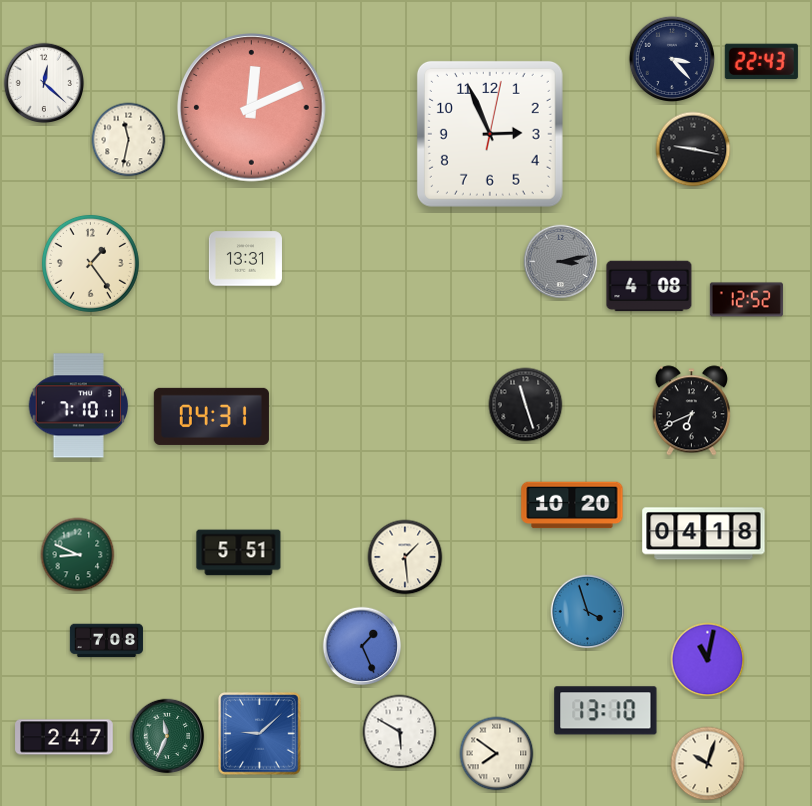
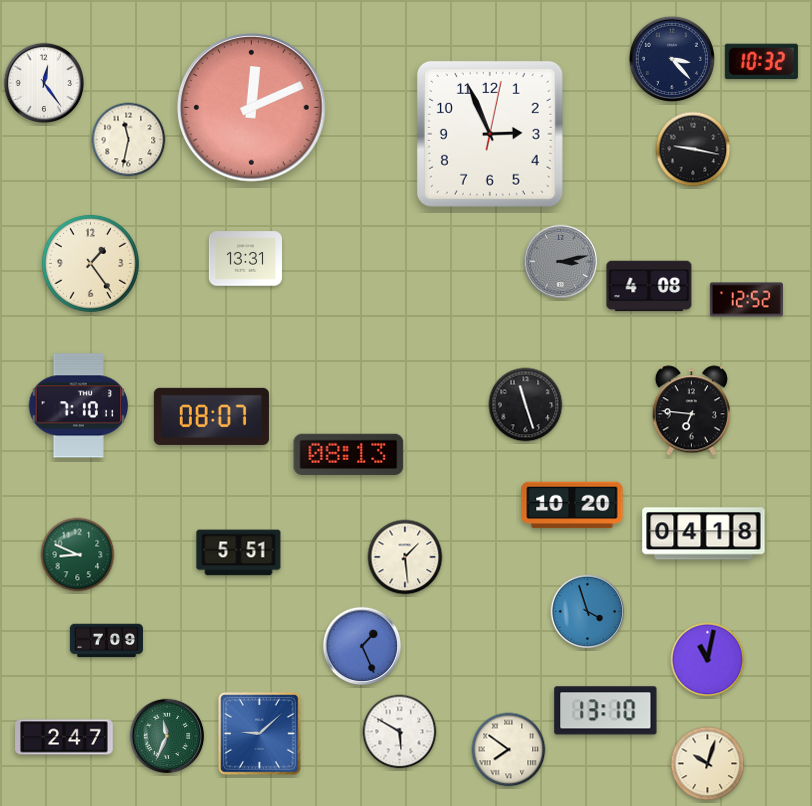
clock at (761, 62): 22:43 -> 10:32
clock at (44, 83): 12:22 -> 12:24
clock at (691, 411): 6:41 -> 6:46
clock at (211, 416): 04:31 -> 08:07
clock at (349, 454): none -> 08:13
clock at (106, 641): 7:08 -> 7:09
clock at (497, 754) position: (497, 754) -> (509, 750)
